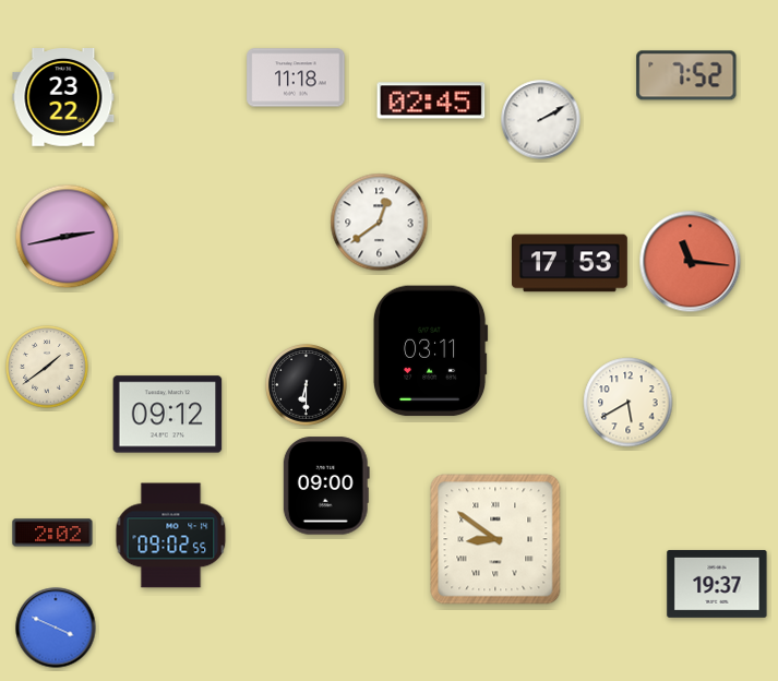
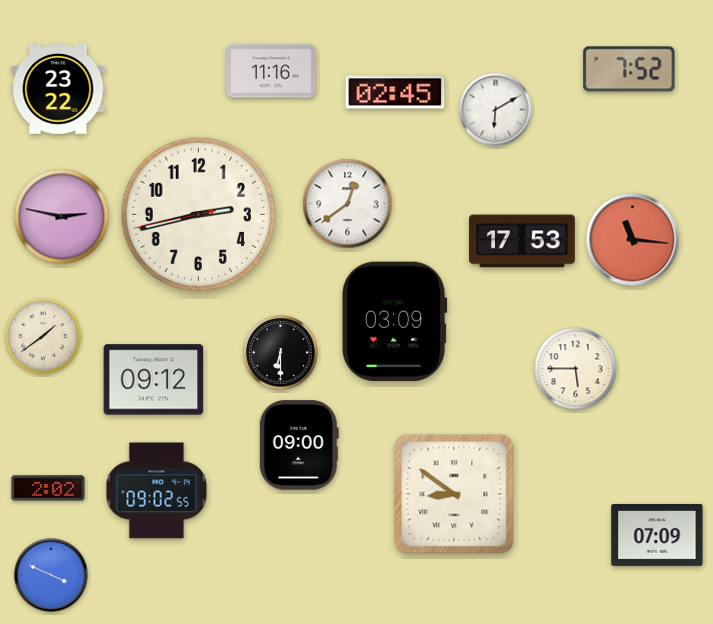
clock at (296, 77): 11:18 -> 11:16
clock at (541, 120): 2:10 -> 6:10
clock at (198, 214): none -> 2:42
clock at (68, 237): 2:43 -> 2:47
clock at (430, 351): 03:11 -> 03:09
clock at (629, 403): 5:40 -> 5:45
clock at (717, 584): 19:37 -> 07:09
